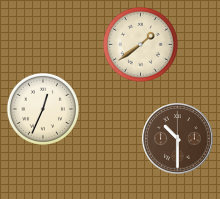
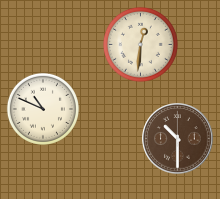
clock at (140, 44): 1:39 -> 12:31
clock at (43, 109): 12:34 -> 10:49
